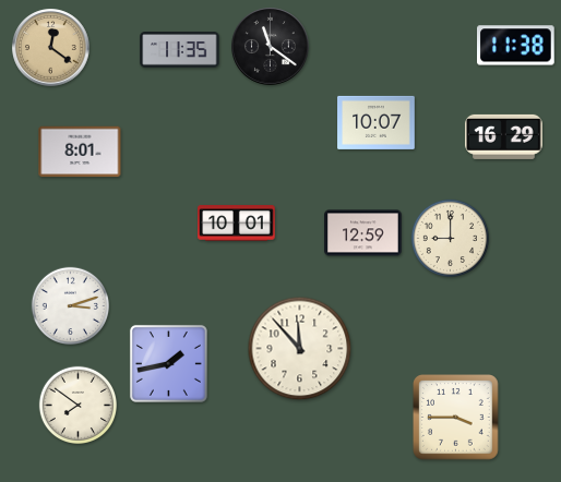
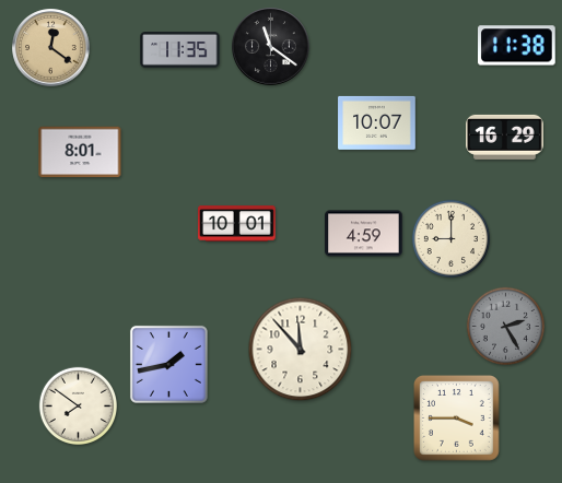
clock at (363, 233): 12:59 -> 4:59
clock at (70, 305): 3:12 -> none
clock at (505, 326): none -> 2:25
